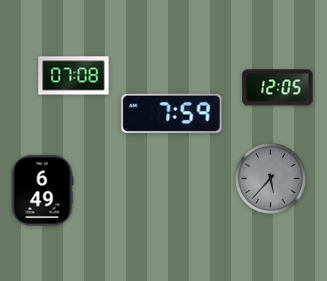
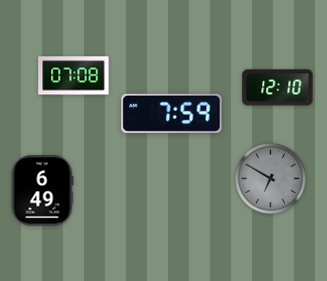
clock at (278, 88): 12:05 -> 12:10
clock at (271, 179): 5:37 -> 6:50
